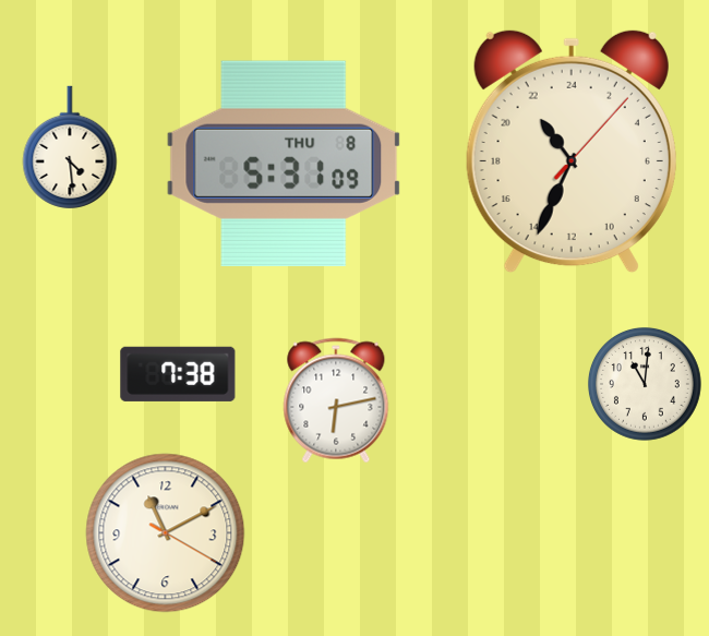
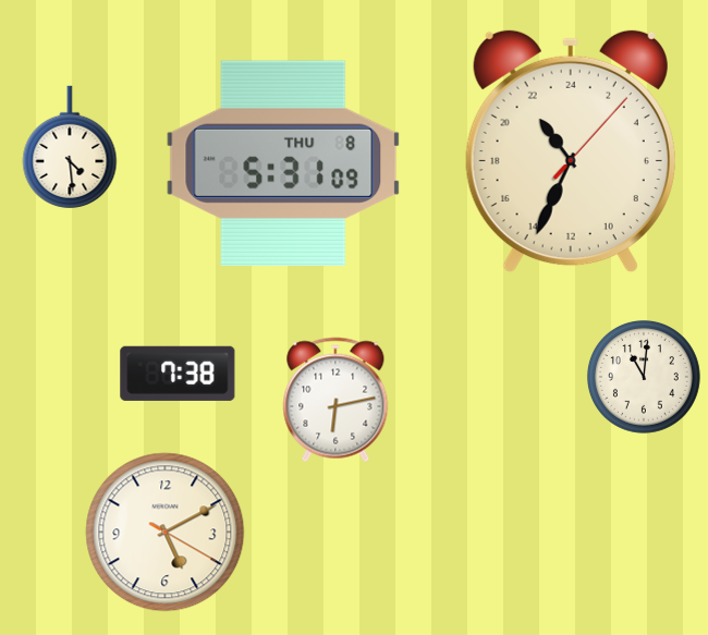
clock at (645, 384) position: (645, 384) -> (644, 377)
clock at (166, 533): 11:10 -> 5:10
